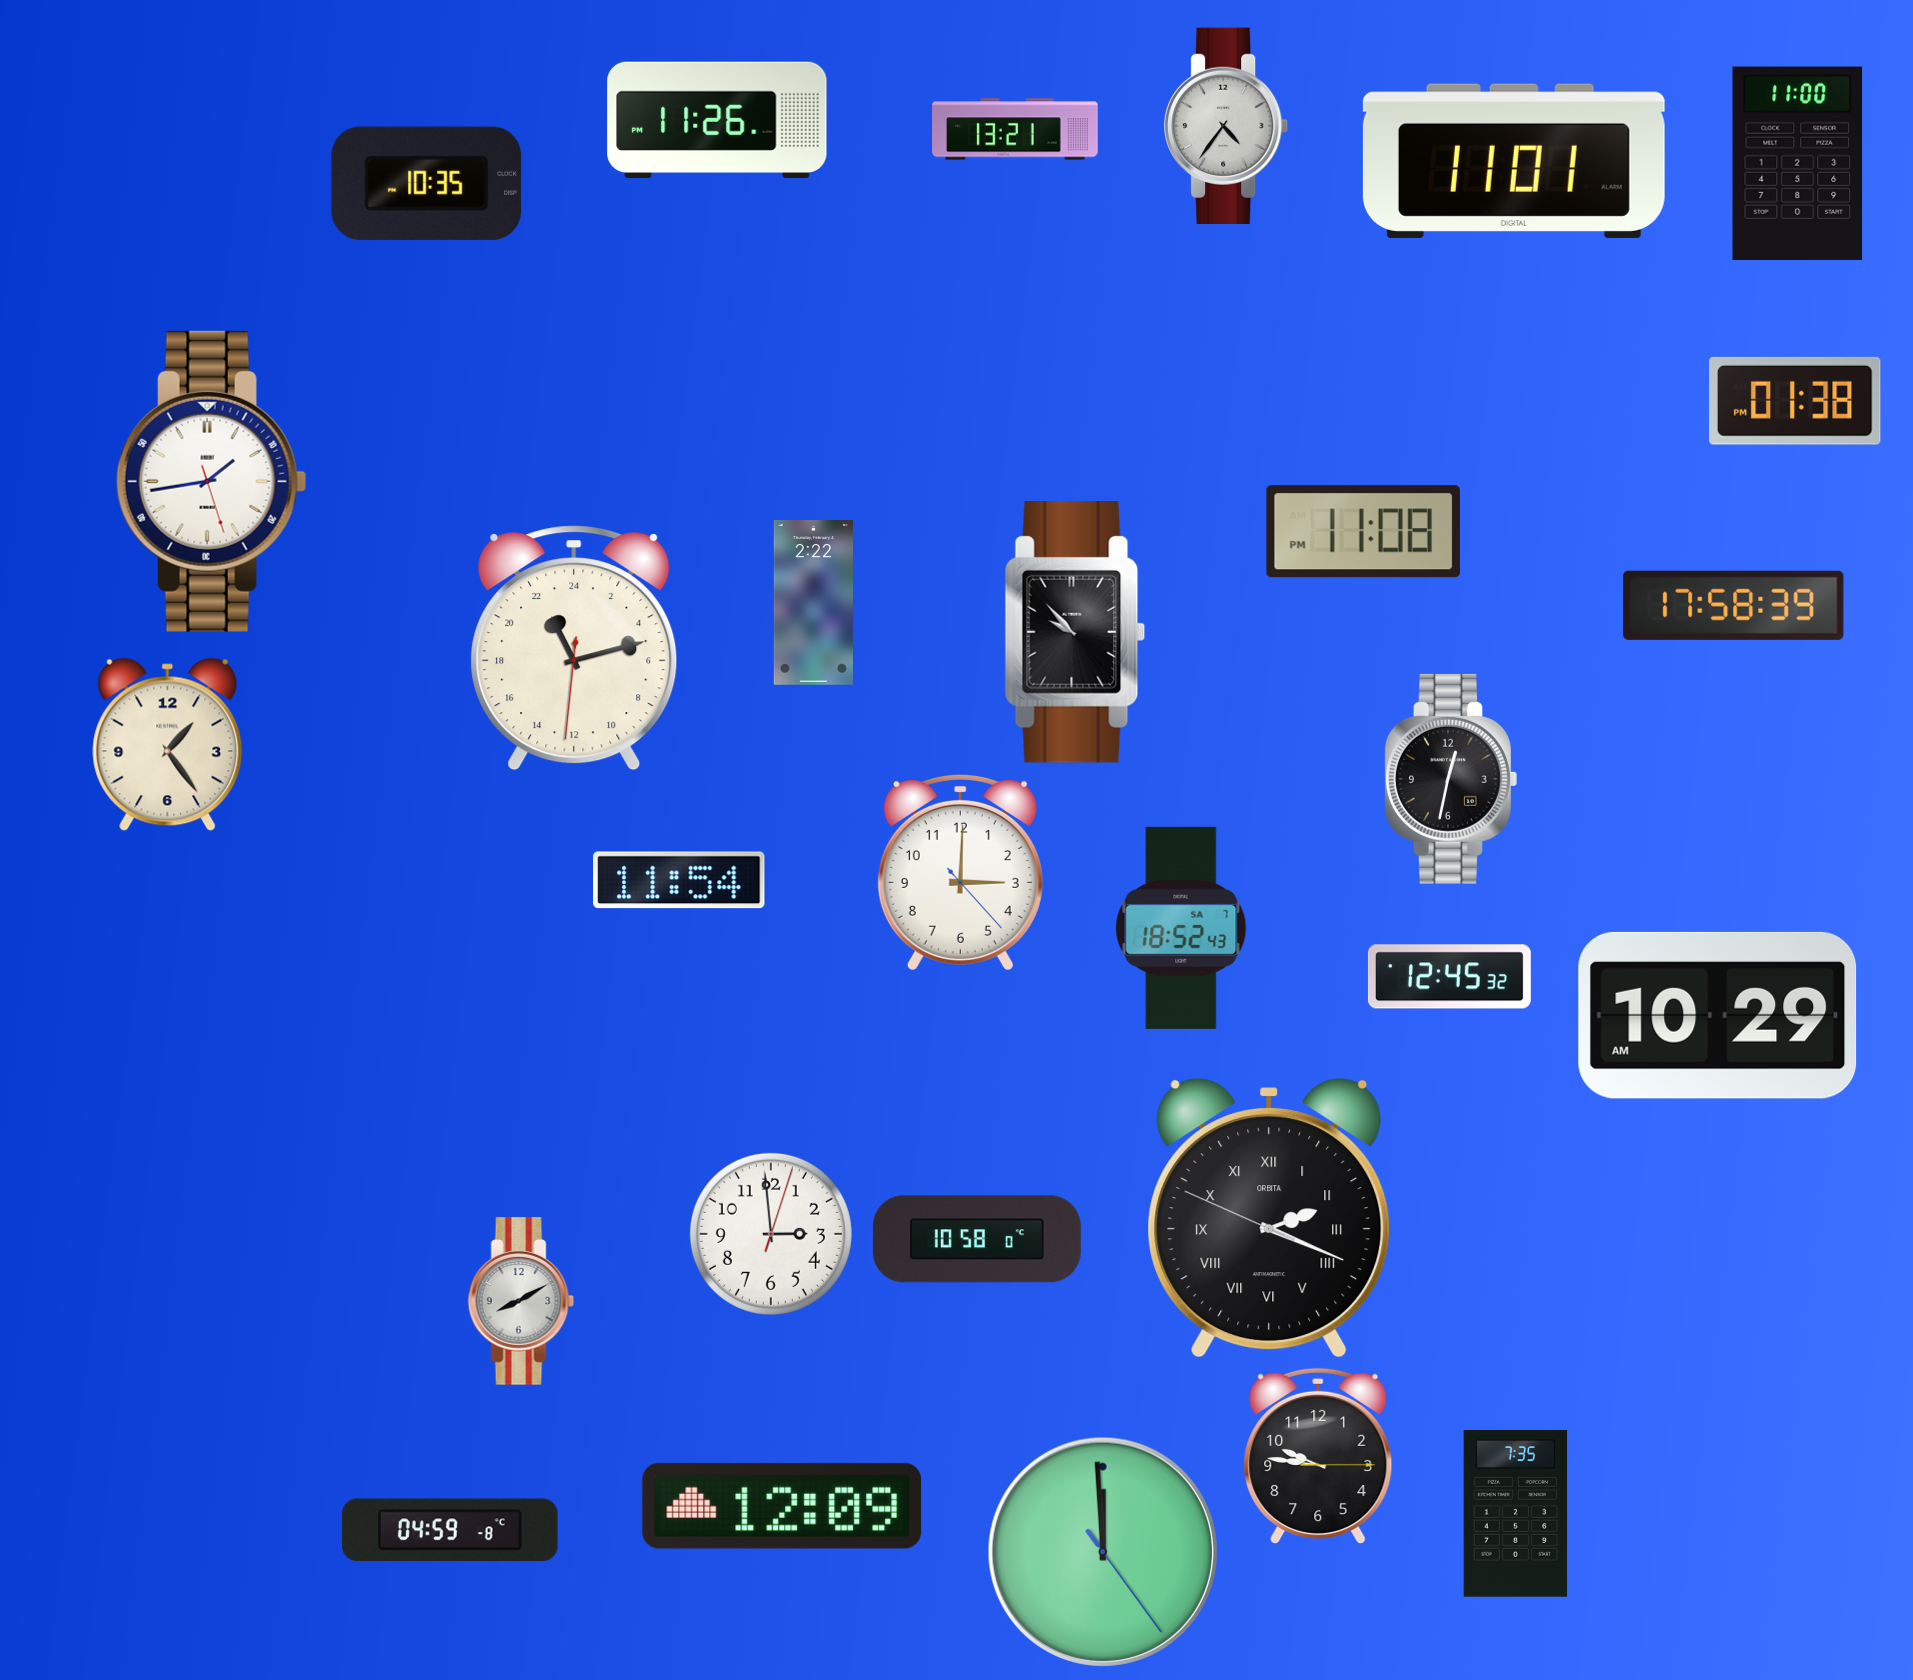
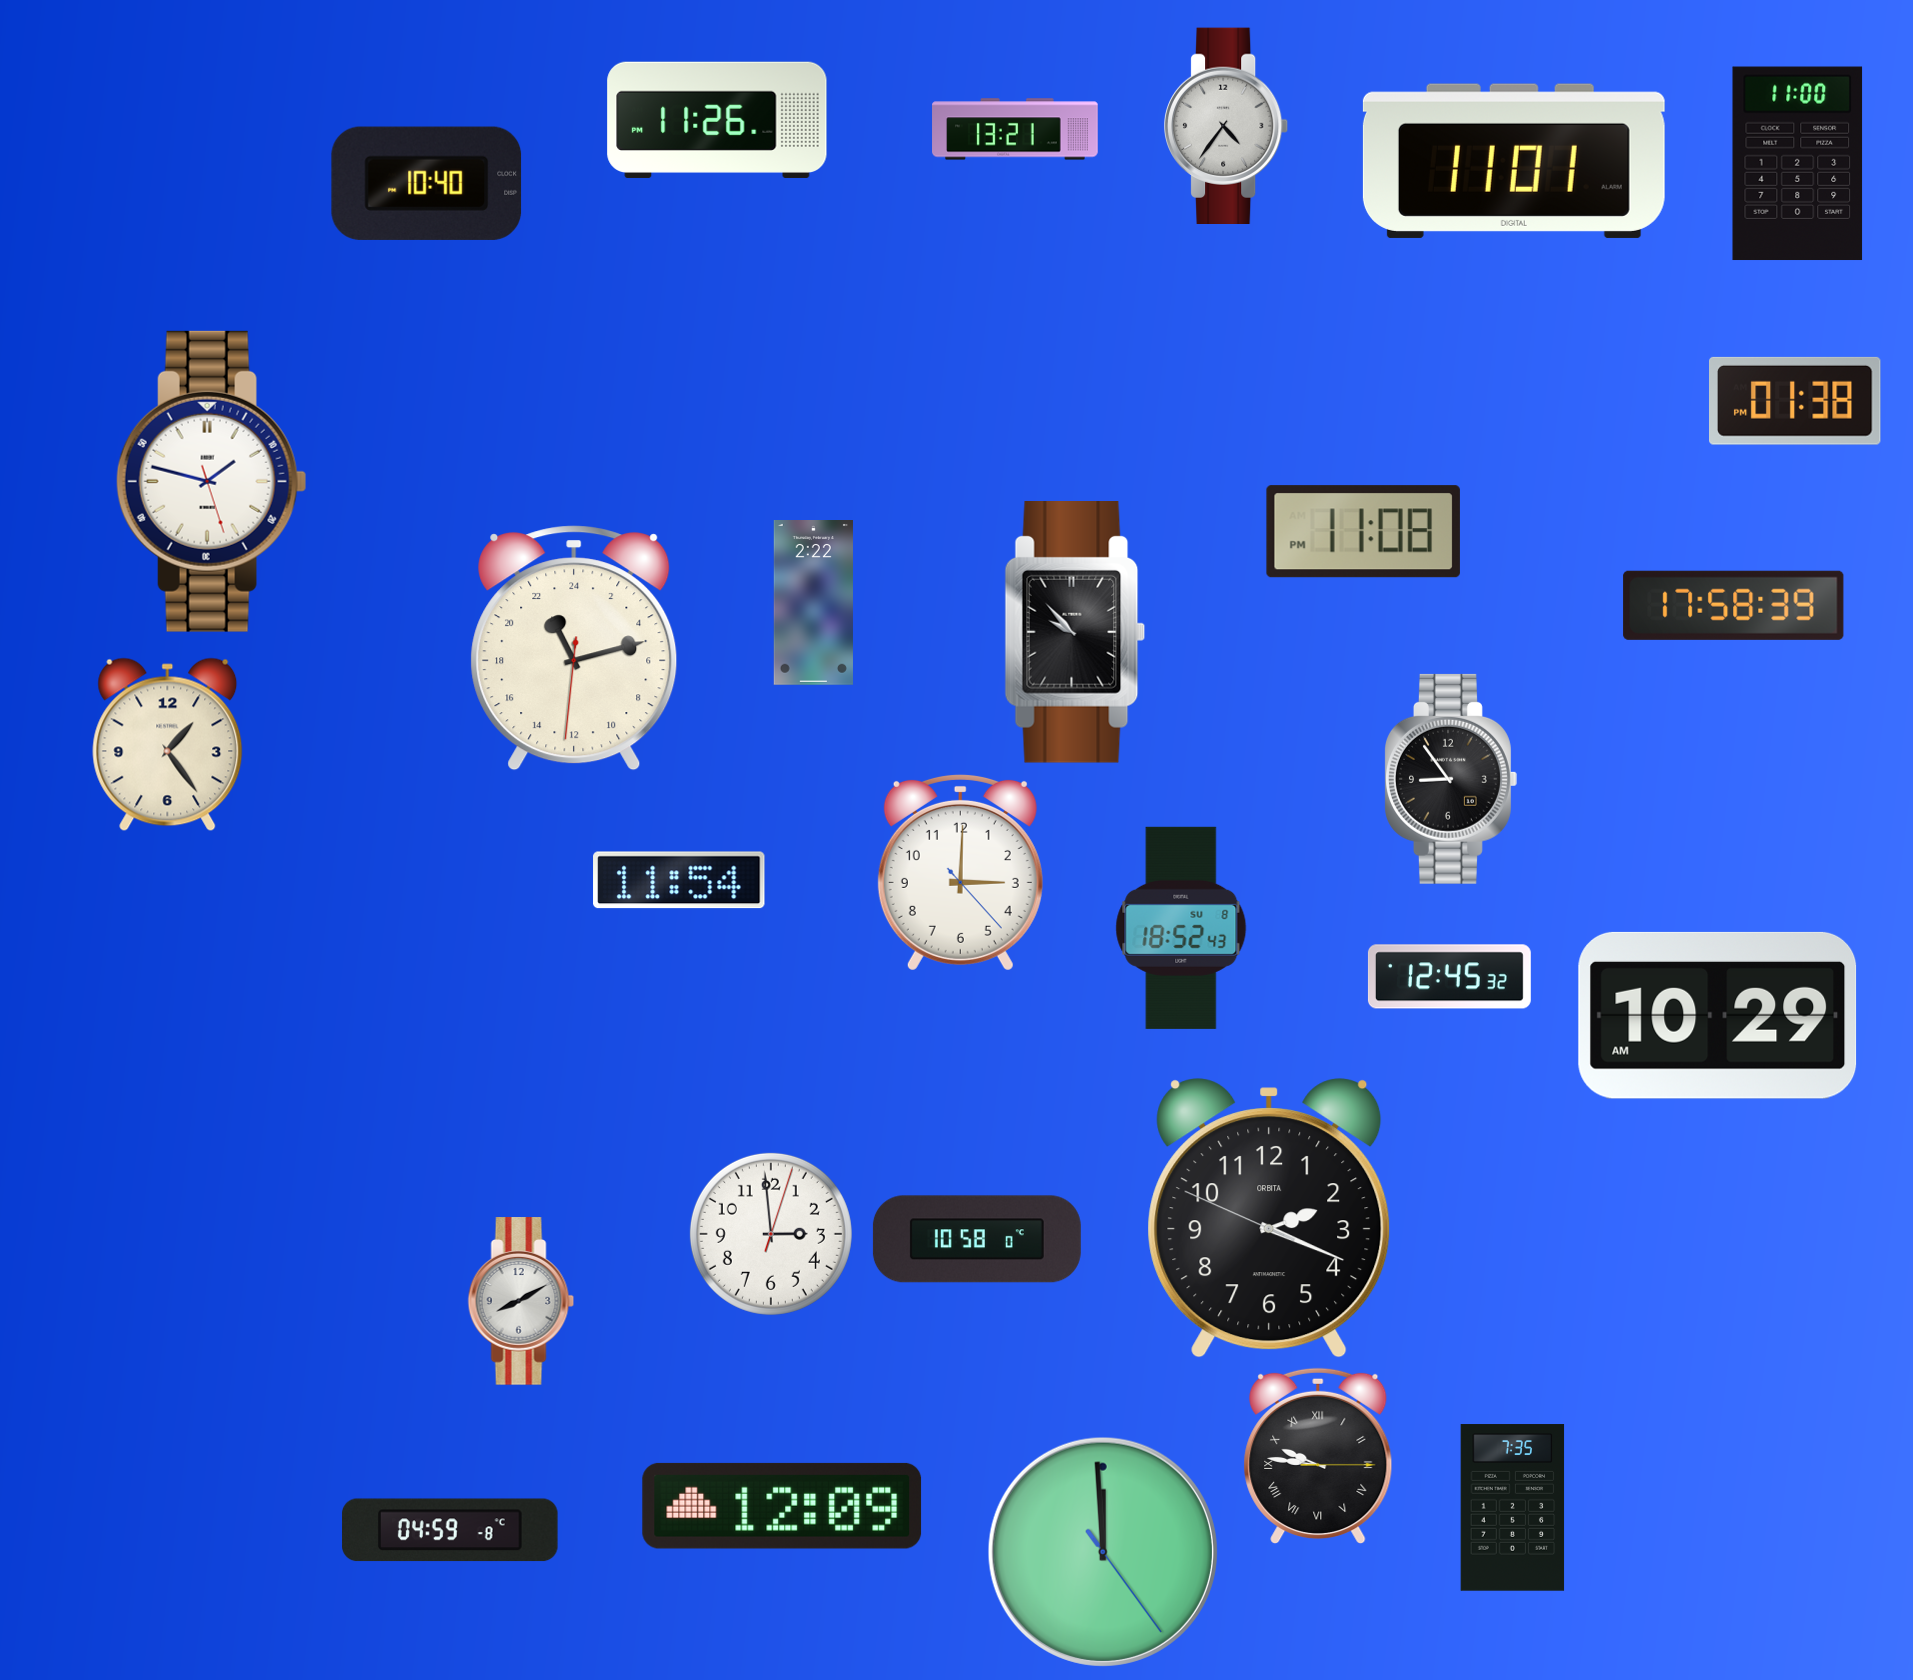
clock at (427, 183): 10:35 -> 10:40
clock at (211, 481): 1:43 -> 1:47
clock at (1451, 779): 12:32 -> 8:54
clock at (1181, 928) date: SA 7 -> SU 8
clock at (1269, 1218) numerals: Roman -> Arabic
clock at (1318, 1456) numerals: Arabic -> Roman
clock at (1516, 1514) position: (1516, 1514) -> (1513, 1508)
